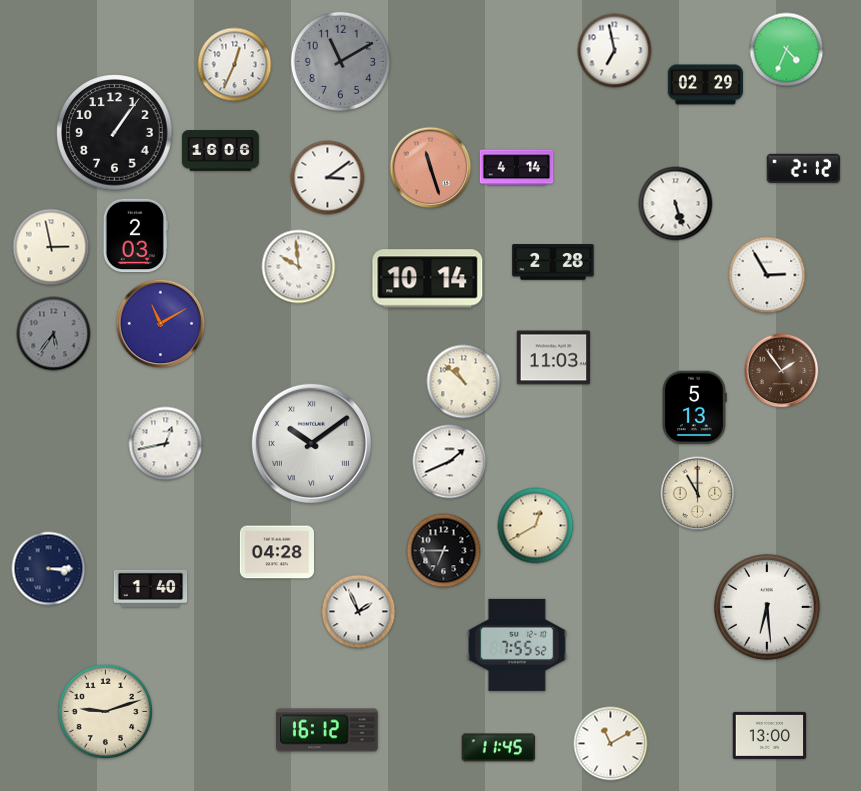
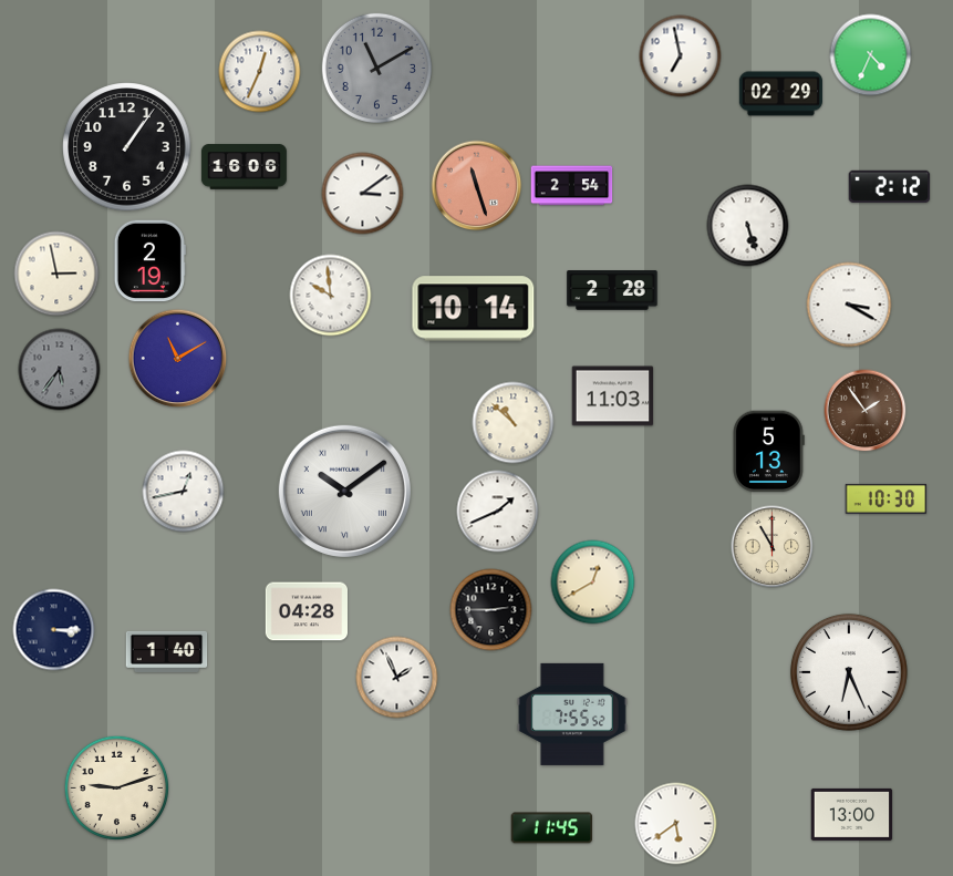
clock at (517, 168): 4:14 -> 2:54
clock at (328, 178) position: (328, 178) -> (363, 194)
clock at (135, 236): 2:03 -> 2:19
clock at (767, 275): 2:55 -> 3:20
clock at (887, 498): none -> 10:30
clock at (444, 551): 6:45 -> 2:45
clock at (767, 607): 6:29 -> 6:26
clock at (327, 730): 16:12 -> none
clock at (611, 744): 11:10 -> 5:39
